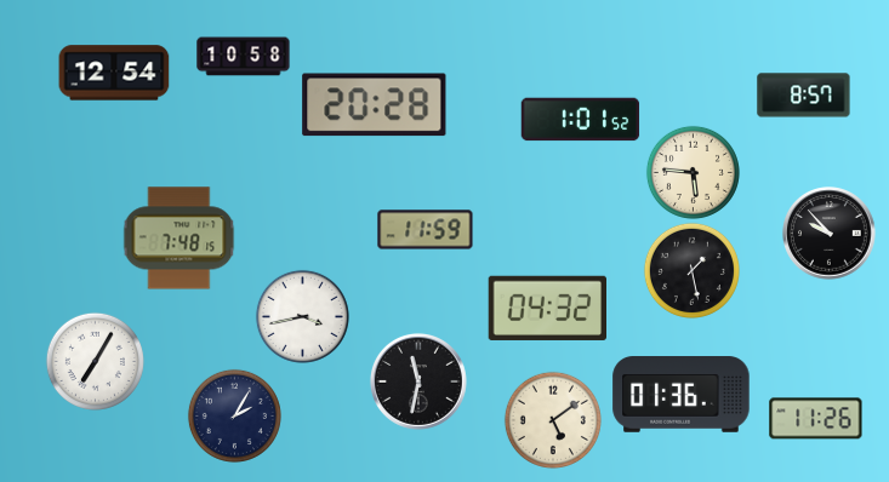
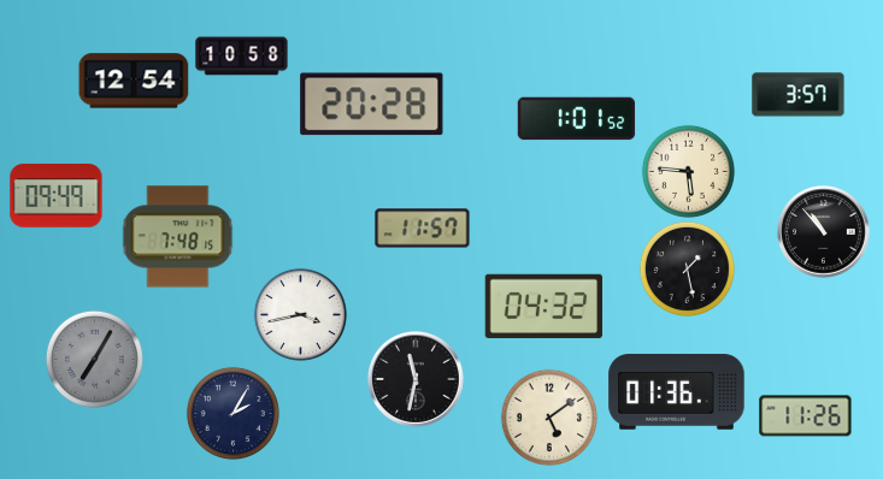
clock at (114, 73) position: (114, 73) -> (134, 81)
clock at (804, 96): 8:57 -> 3:57
clock at (57, 196): none -> 09:49
clock at (426, 230): 11:59 -> 11:57
clock at (830, 234): 9:53 -> 10:53
clock at (95, 361) dial: white -> grey
clock at (816, 419) position: (816, 419) -> (806, 416)
